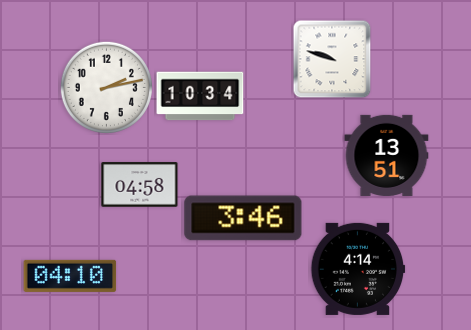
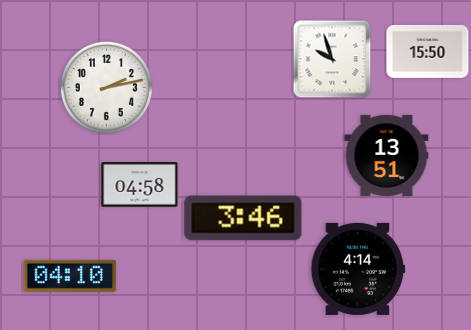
clock at (428, 51): none -> 15:50
clock at (332, 59): 9:48 -> 9:57
clock at (200, 96): 10:34 -> none
